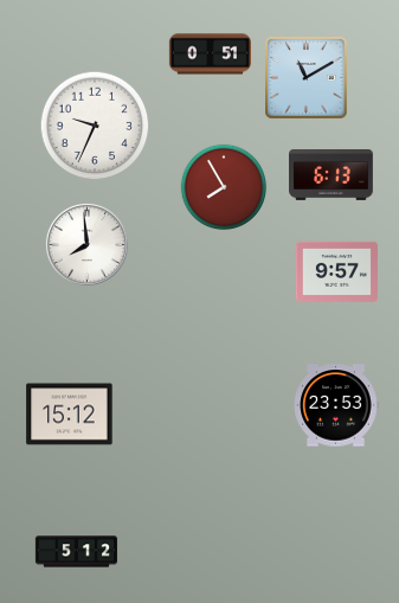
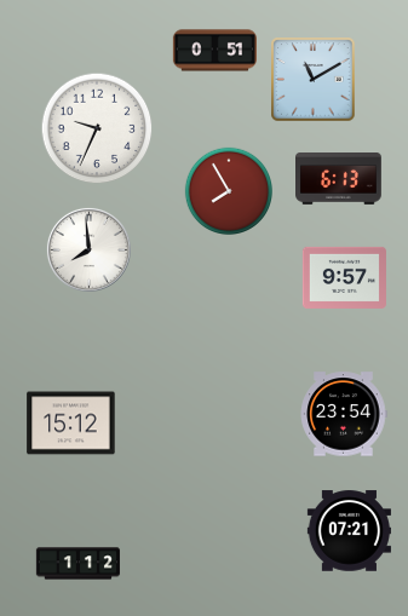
clock at (210, 54) position: (210, 54) -> (214, 51)
clock at (336, 405): 23:53 -> 23:54
clock at (349, 531): none -> 07:21
clock at (76, 552): 5:12 -> 1:12
